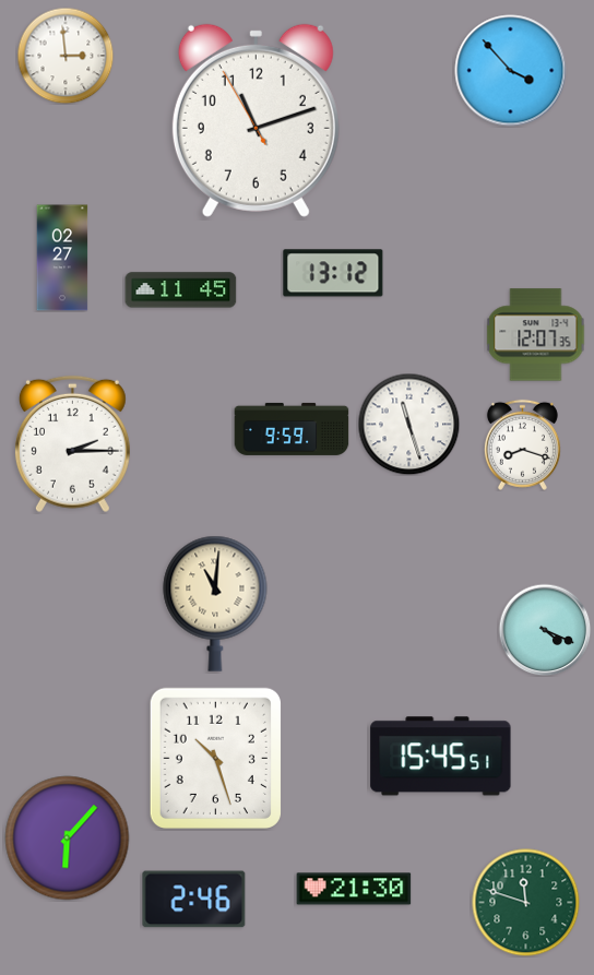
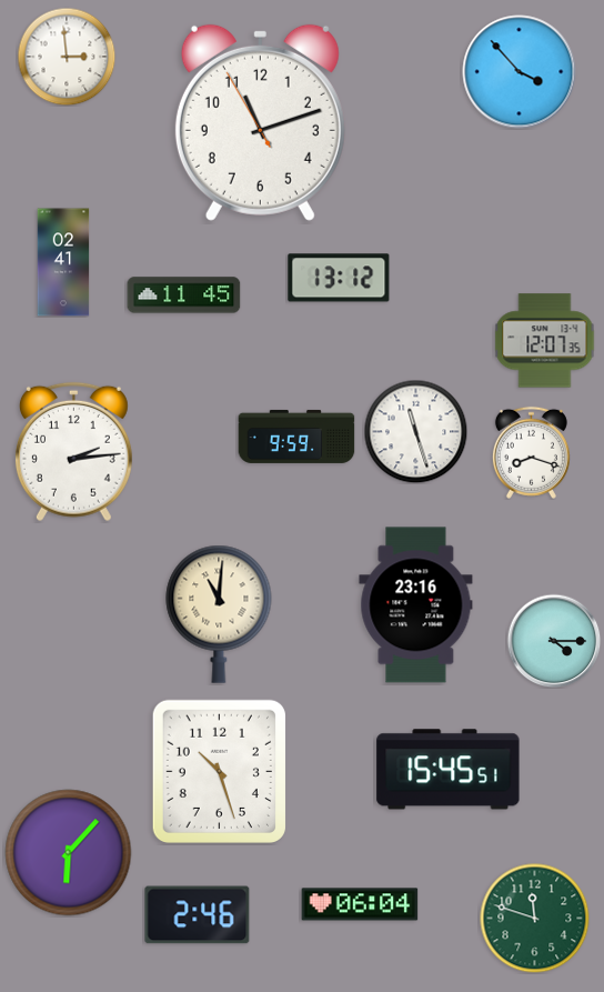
clock at (62, 258): 02:27 -> 02:41
clock at (72, 444): 2:15 -> 2:14
clock at (416, 605): none -> 23:16
clock at (545, 630): 4:19 -> 4:15
clock at (354, 889): 21:30 -> 06:04
